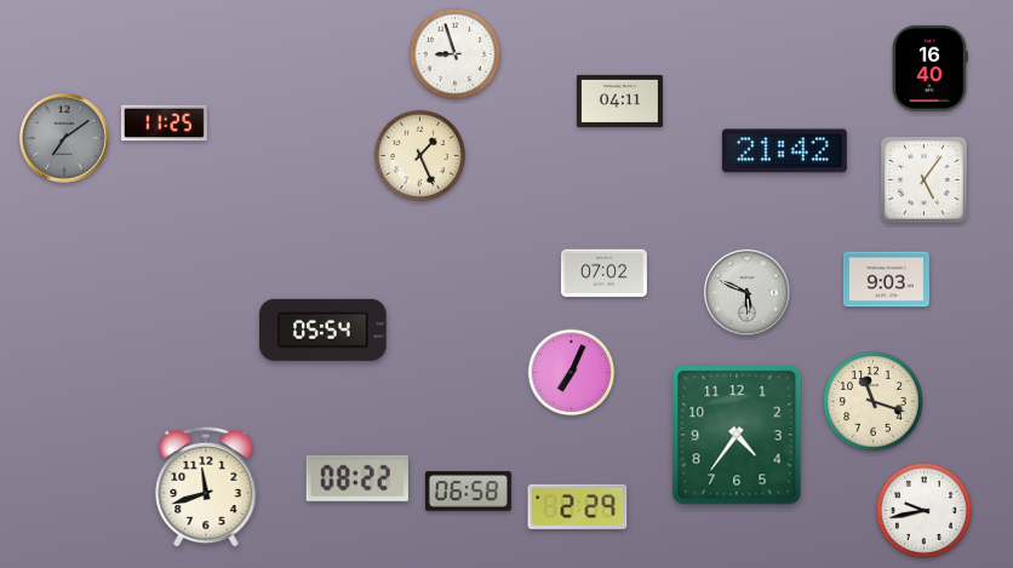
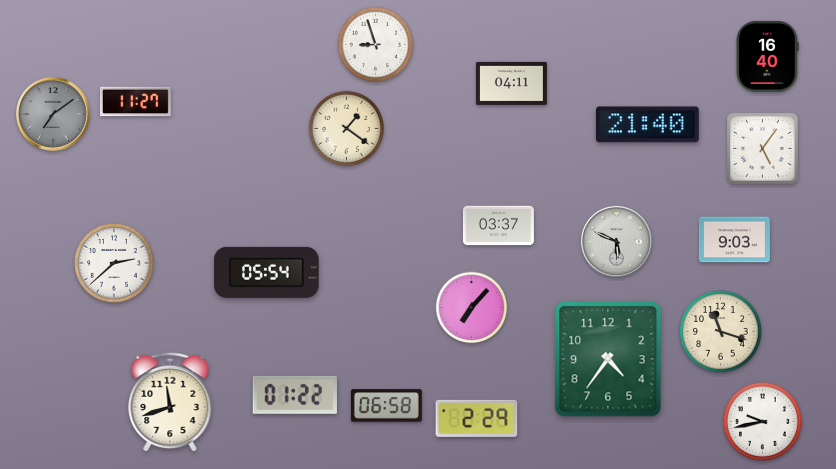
clock at (164, 124): 11:25 -> 11:27
clock at (784, 151): 21:42 -> 21:40
clock at (419, 155): 1:26 -> 1:21
clock at (603, 274): 07:02 -> 03:37
clock at (886, 280) position: (886, 280) -> (734, 240)
clock at (115, 264): none -> 2:38
clock at (572, 373): 7:04 -> 7:07
clock at (357, 478): 08:22 -> 01:22
